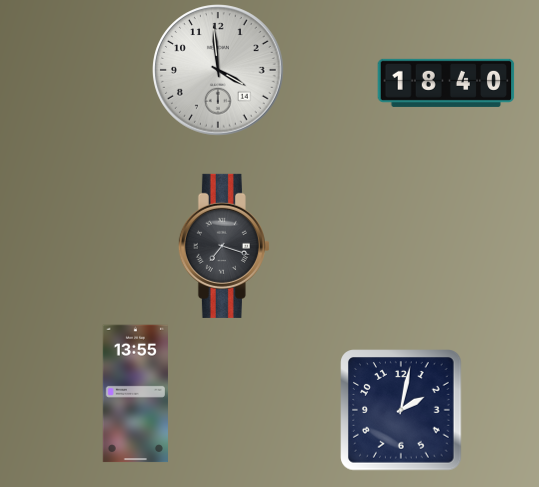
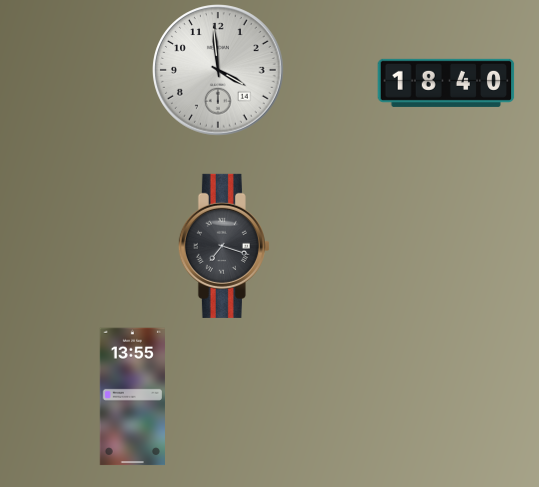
clock at (135, 394) position: (135, 394) -> (132, 397)
clock at (401, 410): 2:02 -> none
